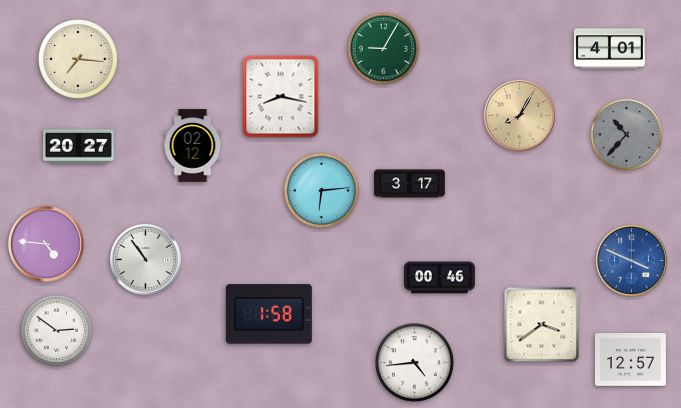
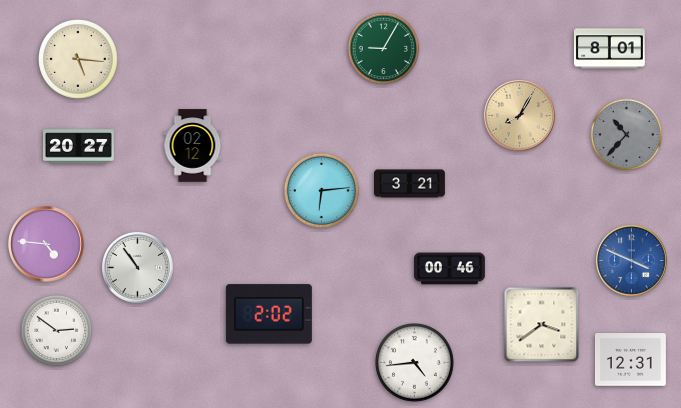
clock at (609, 49): 4:01 -> 8:01
clock at (78, 59): 7:16 -> 5:16
clock at (281, 97): 8:17 -> none
clock at (410, 184): 3:17 -> 3:21
clock at (145, 259) position: (145, 259) -> (137, 267)
clock at (440, 278) position: (440, 278) -> (450, 269)
clock at (269, 314): 1:58 -> 2:02
clock at (630, 360): 12:57 -> 12:31
